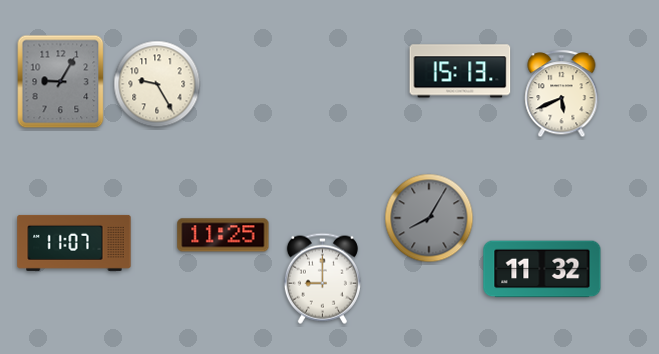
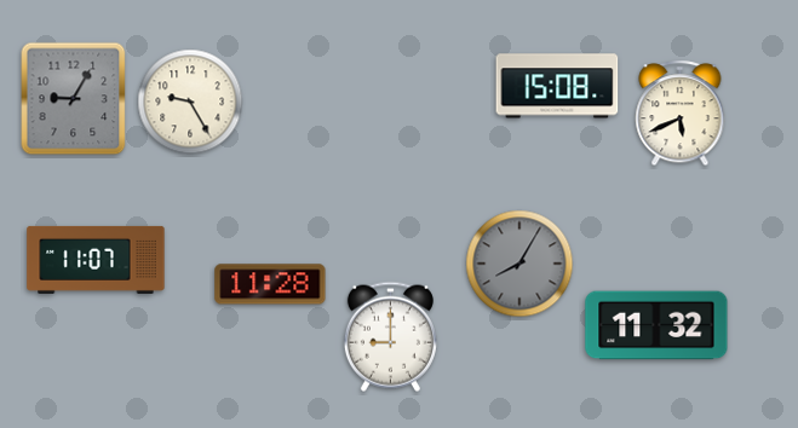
clock at (460, 71): 15:13 -> 15:08
clock at (223, 235): 11:25 -> 11:28
clock at (74, 243) position: (74, 243) -> (96, 260)
